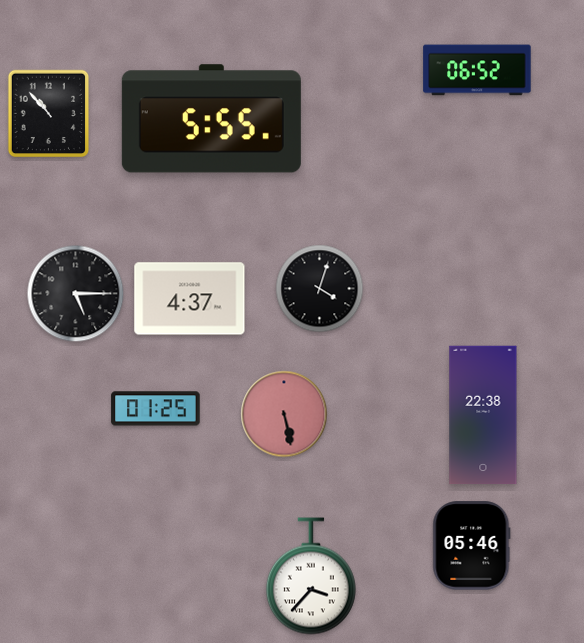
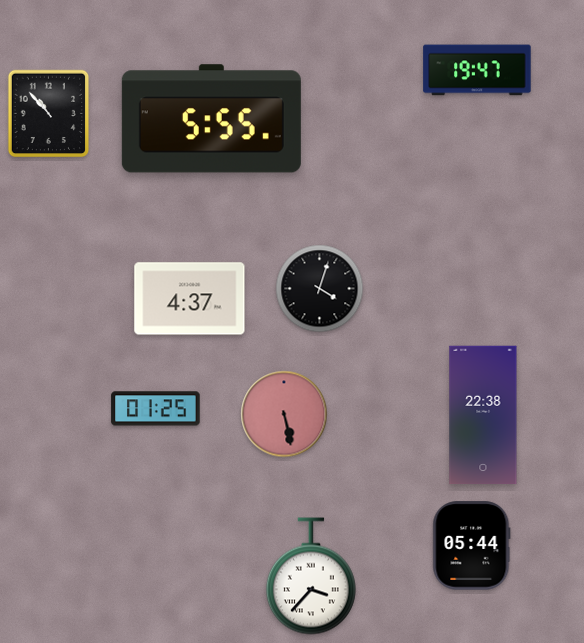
clock at (477, 70): 06:52 -> 19:47
clock at (76, 294): 5:15 -> none
clock at (472, 546): 05:46 -> 05:44
